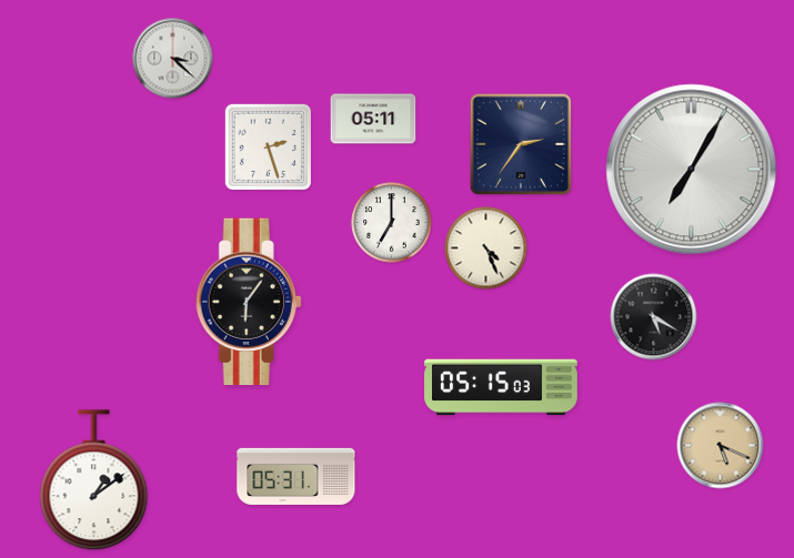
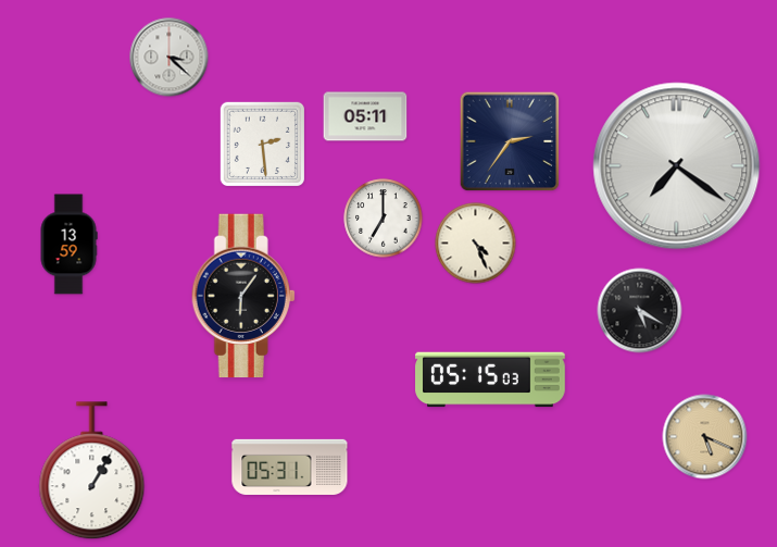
clock at (268, 146): 2:27 -> 2:29
clock at (692, 170): 7:05 -> 7:21
clock at (68, 245): none -> 13:59
clock at (94, 480): 1:09 -> 1:05
